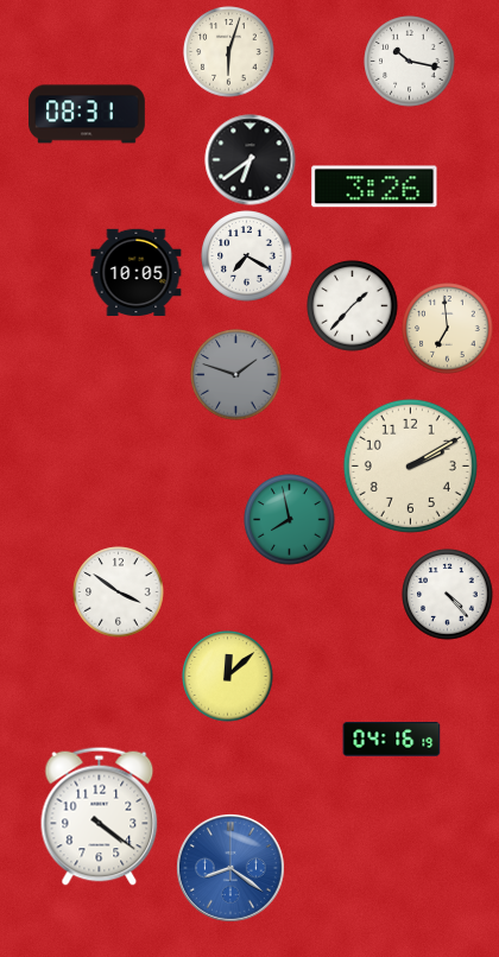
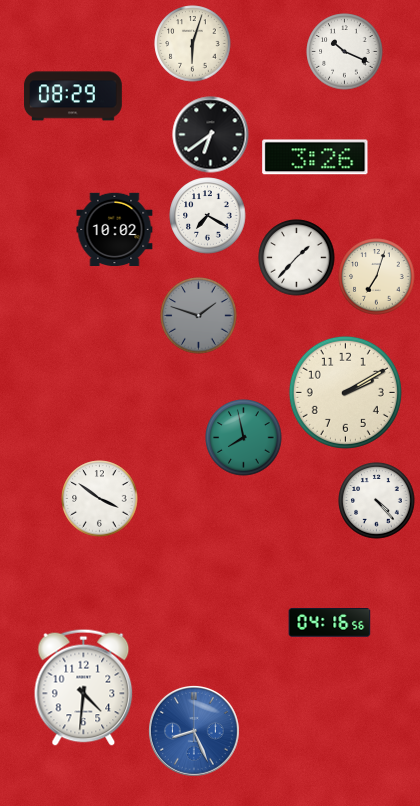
clock at (410, 62): 10:17 -> 10:19
clock at (87, 114): 08:31 -> 08:29
clock at (137, 272): 10:05 -> 10:02
clock at (448, 329): 6:59 -> 7:03
clock at (228, 677): 12:08 -> none
clock at (392, 740): 04:16:19 -> 04:16:56
clock at (100, 816): 4:21 -> 4:31
clock at (230, 869): 8:21 -> 8:26
